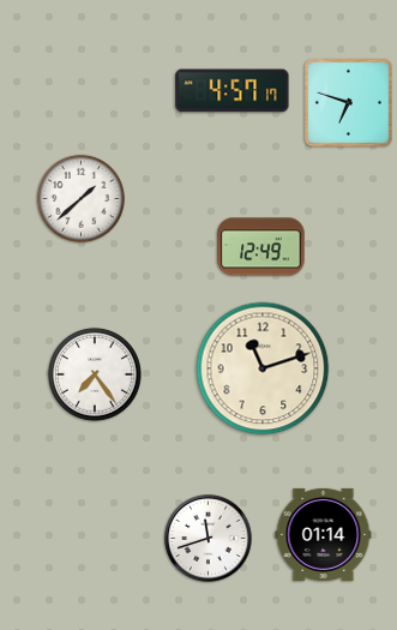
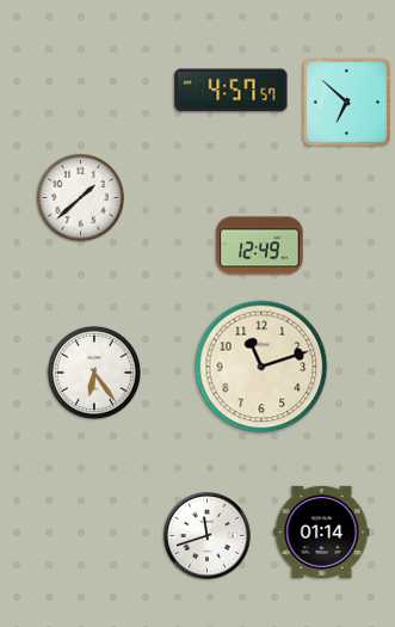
clock at (233, 91): 4:57:17 -> 4:57:57
clock at (348, 102): 6:48 -> 6:52
clock at (95, 374): 7:24 -> 6:24
